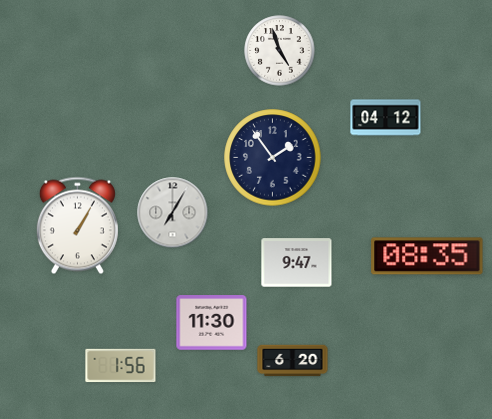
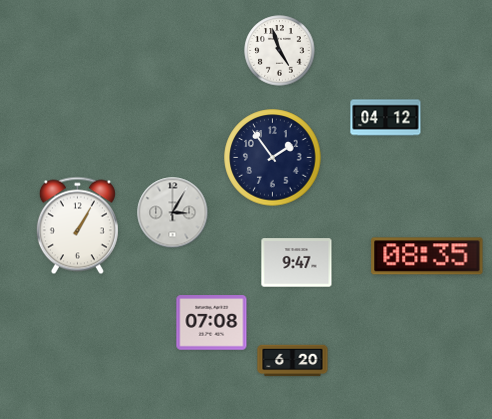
clock at (173, 213): 7:05 -> 3:05
clock at (212, 323): 11:30 -> 07:08
clock at (121, 366): 1:56 -> none
